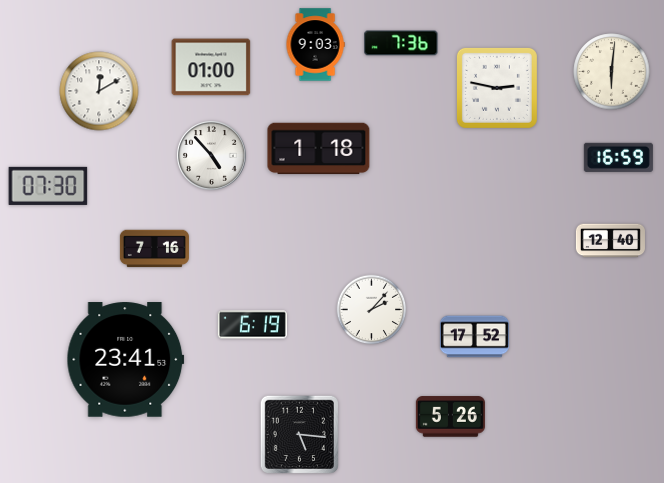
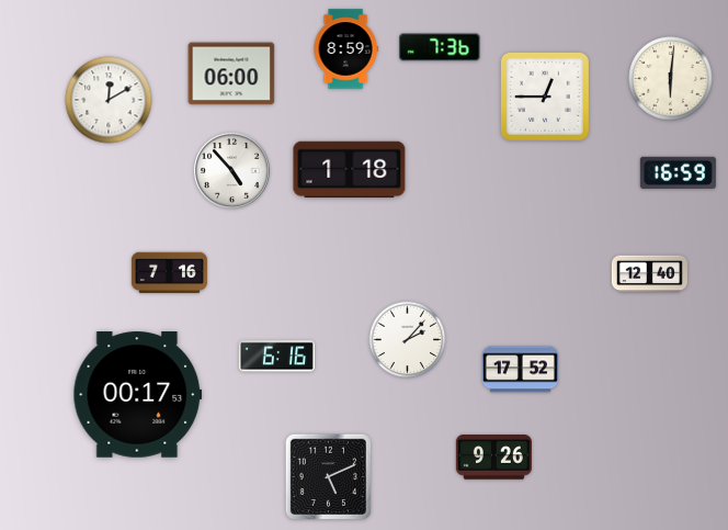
clock at (315, 45): 9:03 -> 8:59
clock at (211, 67): 01:00 -> 06:00
clock at (497, 88): 2:47 -> 12:45
clock at (319, 149) position: (319, 149) -> (350, 170)
clock at (48, 186): 07:30 -> none
clock at (610, 241) position: (610, 241) -> (649, 274)
clock at (252, 325): 6:19 -> 6:16
clock at (126, 360): 23:41 -> 00:17
clock at (450, 417): 5:26 -> 9:26
clock at (299, 434): 5:16 -> 5:11
